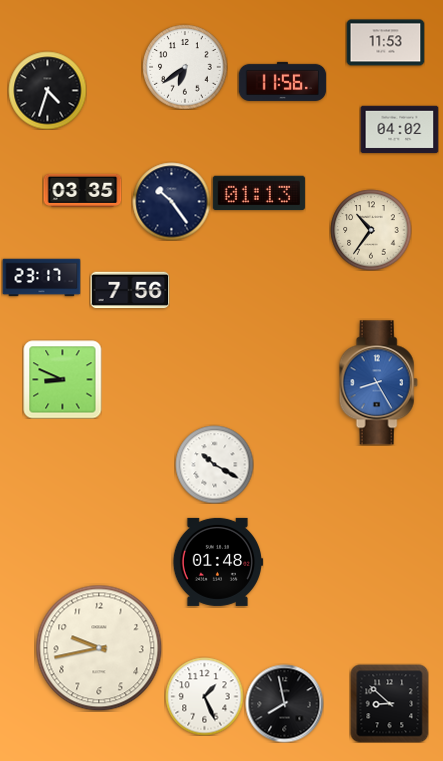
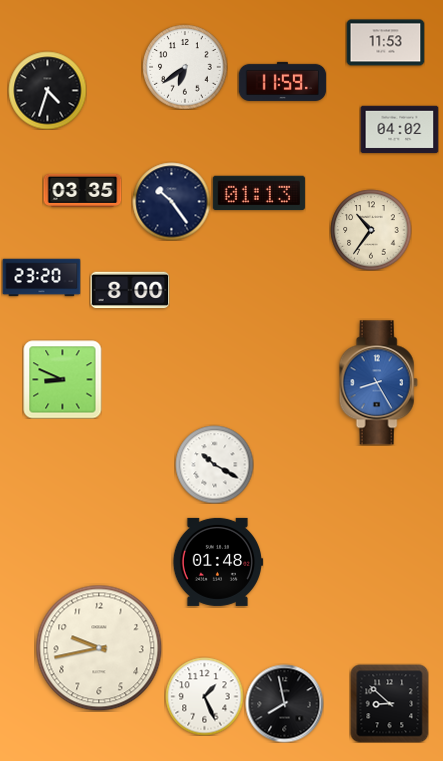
clock at (282, 81): 11:56 -> 11:59
clock at (41, 278): 23:17 -> 23:20
clock at (130, 290): 7:56 -> 8:00
